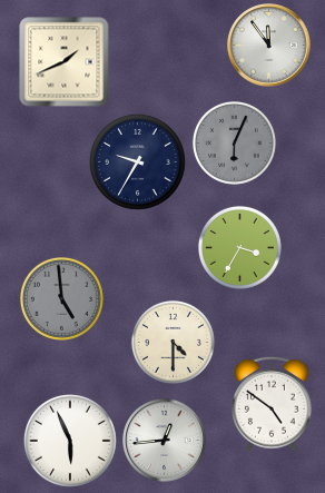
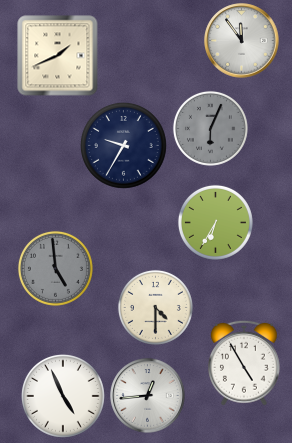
clock at (239, 247): 3:35 -> 6:35
clock at (272, 404): 4:51 -> 4:55
clock at (70, 441): 5:56 -> 4:56
